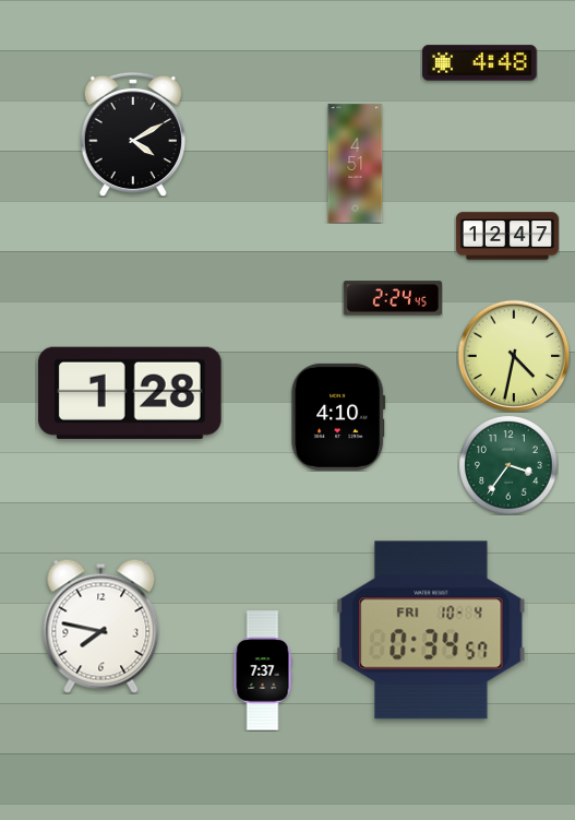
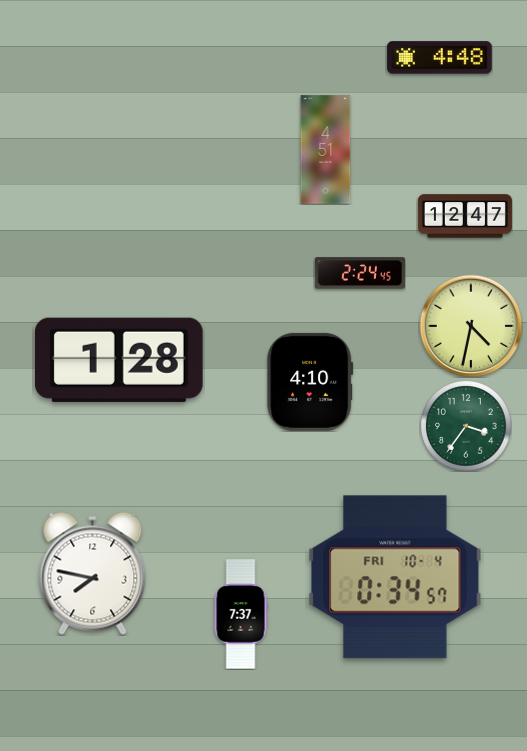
clock at (132, 134): 4:10 -> none
